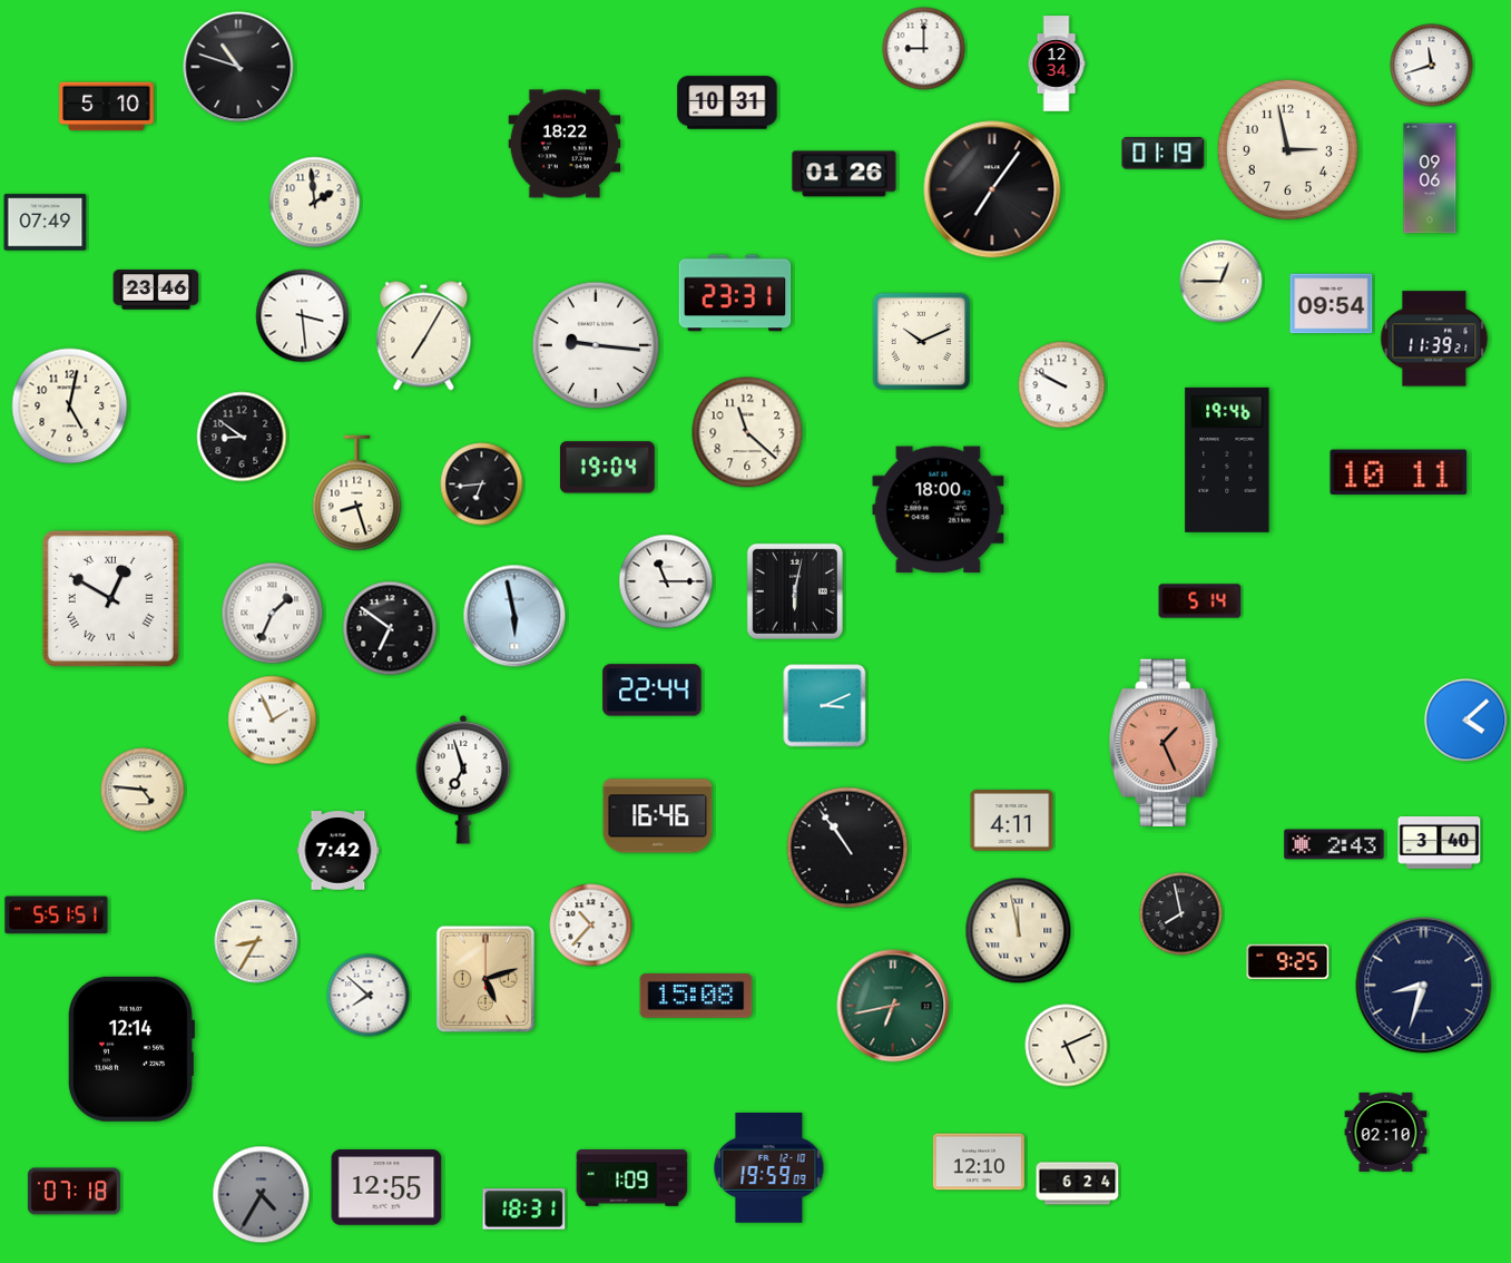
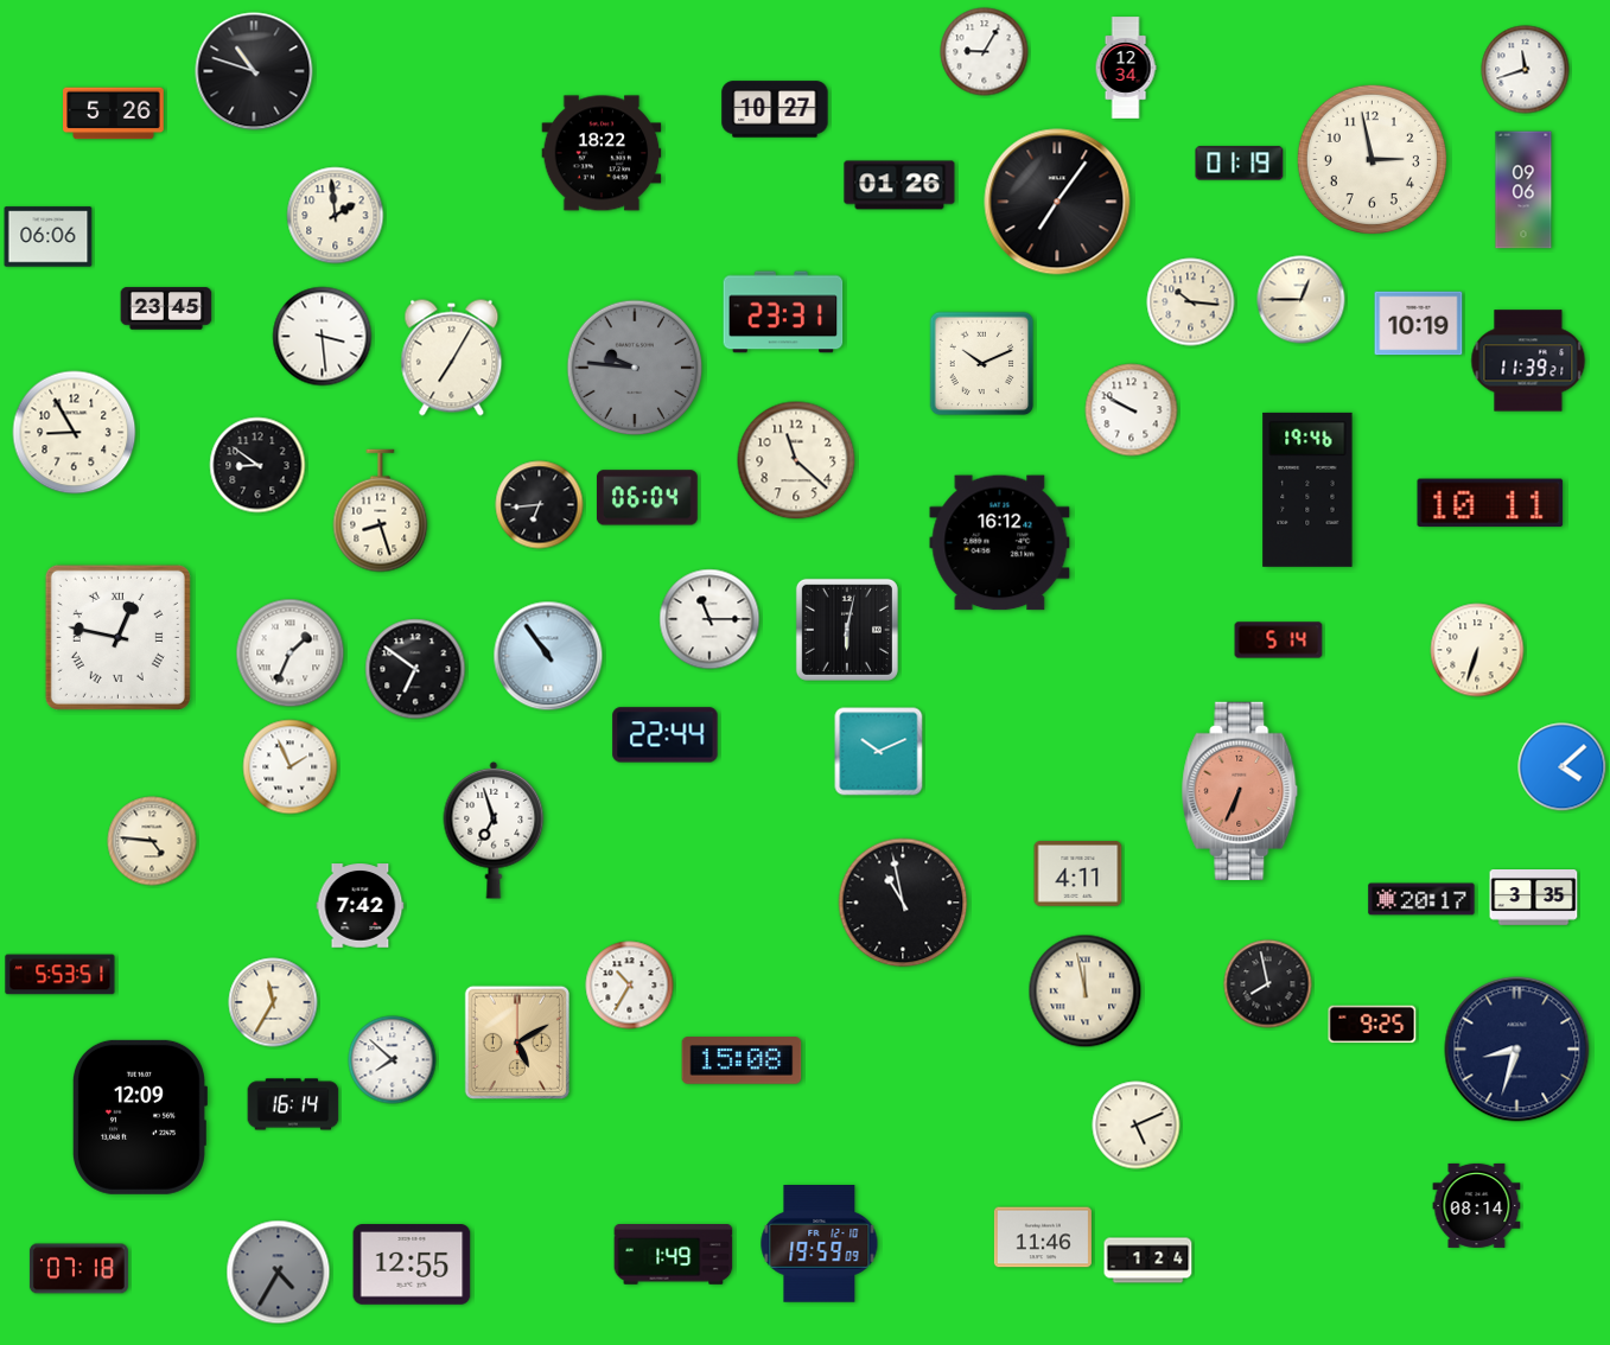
clock at (924, 49): 9:00 -> 9:05
clock at (727, 102): 10:31 -> 10:27
clock at (107, 107): 5:10 -> 5:26
clock at (46, 223): 07:49 -> 06:06
clock at (1191, 302): none -> 10:16
clock at (156, 290): 23:46 -> 23:45
clock at (1332, 304): 09:54 -> 10:19
clock at (596, 345): 9:16 -> 9:46
clock at (596, 345) dial: white -> grey
clock at (70, 407): 5:02 -> 8:55
clock at (607, 468): 19:04 -> 06:04
clock at (482, 484) position: (482, 484) -> (540, 505)
clock at (357, 493) position: (357, 493) -> (381, 511)
clock at (939, 510): 18:00 -> 16:12
clock at (110, 598): 12:50 -> 12:47
clock at (1477, 650): none -> 6:33
clock at (514, 616): 5:58 -> 10:54
clock at (653, 691) position: (653, 691) -> (666, 735)
clock at (825, 706): 3:11 -> 10:11
clock at (1164, 743): 1:26 -> 6:34
clock at (658, 816): 16:46 -> none
clock at (1440, 843): 3:40 -> 3:35
clock at (1334, 844): 2:43 -> 20:17
clock at (847, 848): 10:54 -> 10:58
clock at (1181, 914) position: (1181, 914) -> (1268, 984)
clock at (57, 916): 5:51 -> 5:53
clock at (591, 926): 10:37 -> 10:35
clock at (256, 941): 8:35 -> 11:35
clock at (484, 978): 5:12 -> 5:10
clock at (893, 1006): 6:43 -> none
clock at (293, 1104): none -> 16:14
clock at (1067, 1046) position: (1067, 1046) -> (1137, 1126)
clock at (130, 1049): 12:14 -> 12:09
clock at (1386, 1132): 02:10 -> 08:14
clock at (979, 1162): 12:10 -> 11:46
clock at (632, 1178): 1:09 -> 1:49
clock at (1078, 1184): 6:24 -> 1:24
clock at (524, 1210): 18:31 -> none
